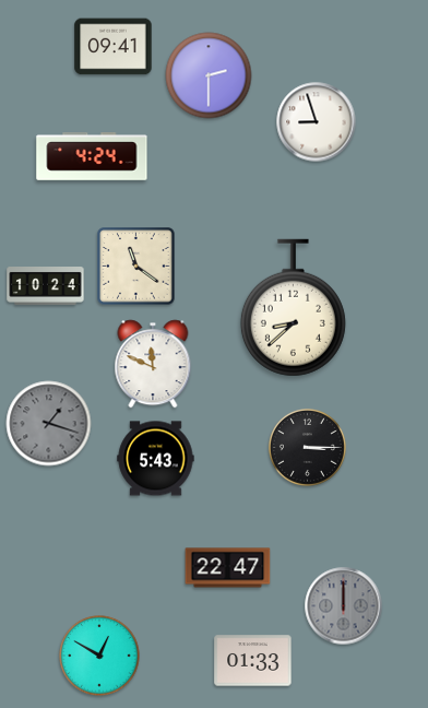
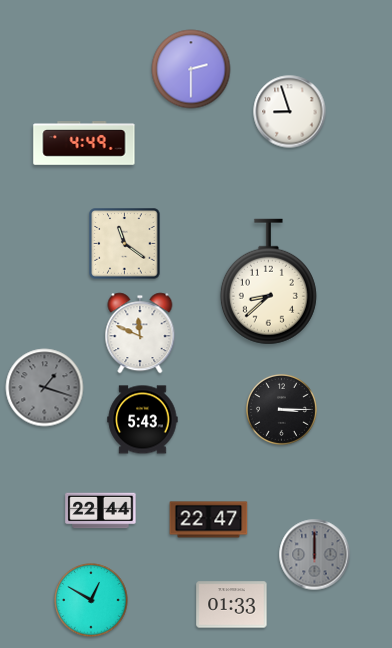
clock at (114, 47): 09:41 -> none
clock at (92, 156): 4:24 -> 4:49
clock at (46, 286): 10:24 -> none
clock at (101, 511): none -> 22:44
